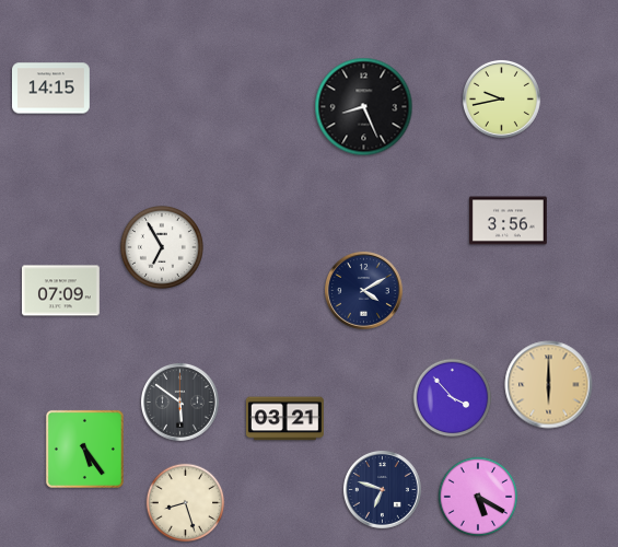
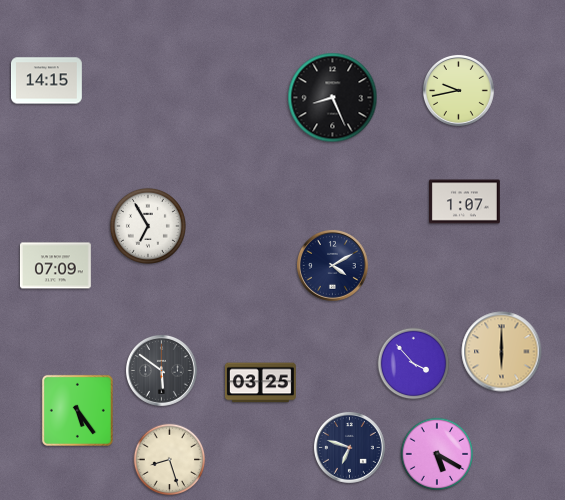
clock at (509, 221): 3:56 -> 1:07
clock at (179, 401) position: (179, 401) -> (161, 370)
clock at (284, 419): 03:21 -> 03:25
